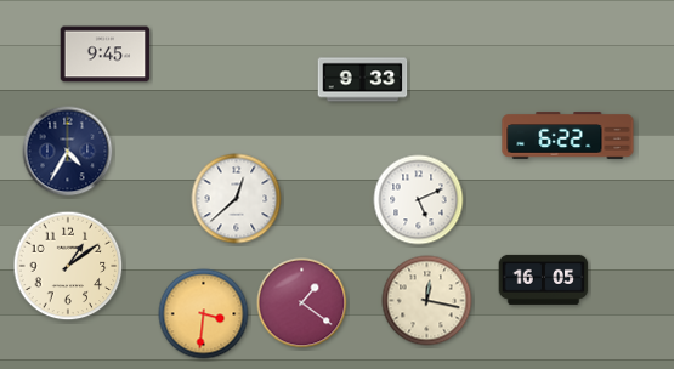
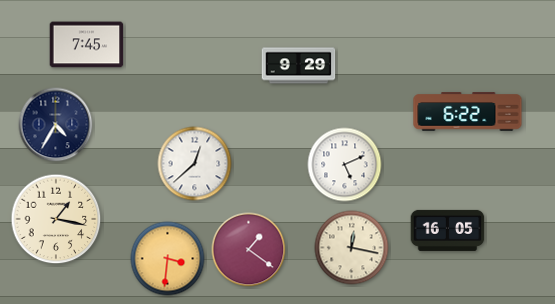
clock at (106, 55): 9:45 -> 7:45
clock at (363, 80): 9:33 -> 9:29
clock at (68, 266): 1:09 -> 1:17
